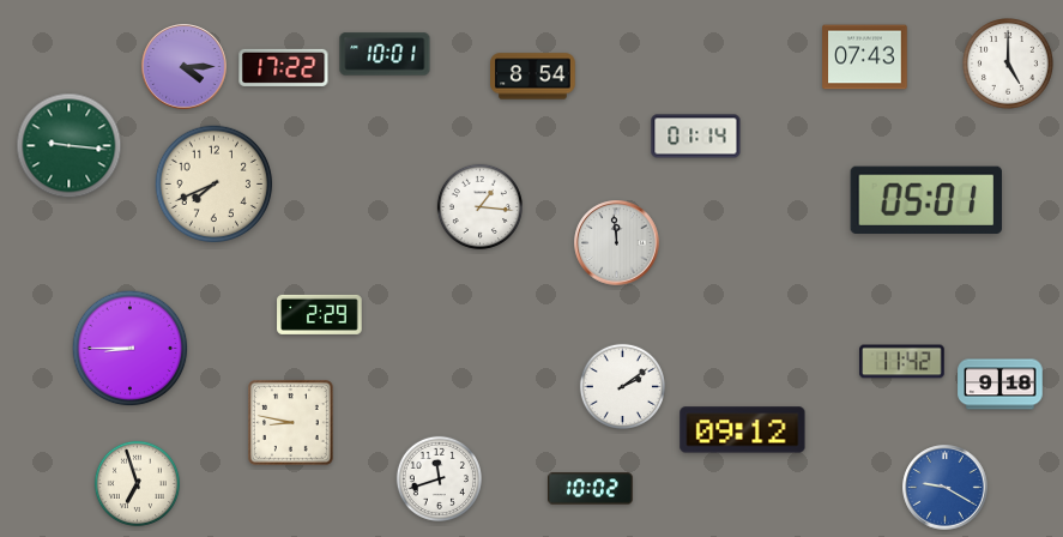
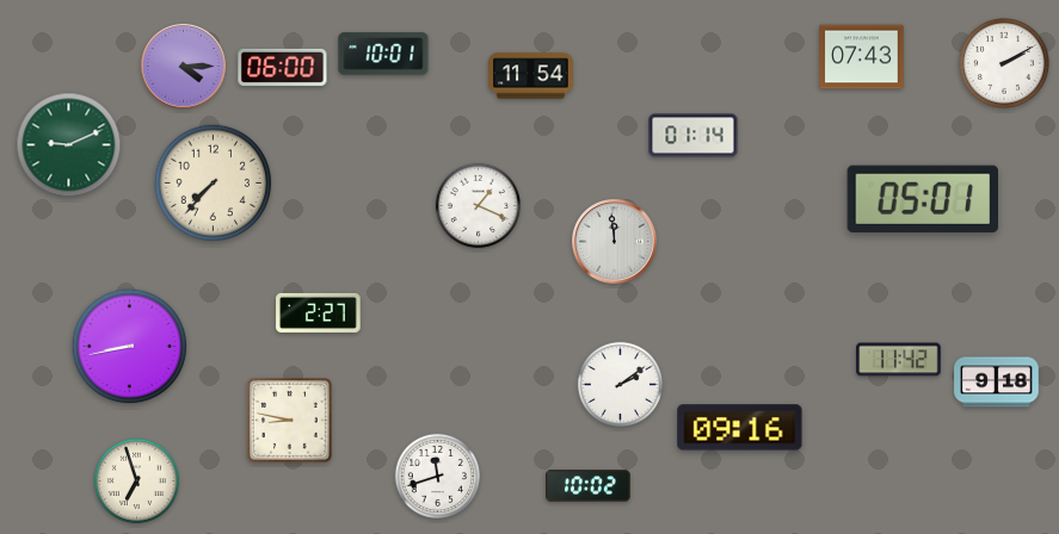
clock at (1009, 65): 5:00 -> 2:10
clock at (284, 67): 17:22 -> 06:00
clock at (533, 77): 8:54 -> 11:54
clock at (70, 146): 9:16 -> 9:11
clock at (215, 185): 7:41 -> 7:37
clock at (479, 206): 1:16 -> 1:19
clock at (320, 314): 2:29 -> 2:27
clock at (131, 349): 8:45 -> 8:43
clock at (743, 430): 09:12 -> 09:16
clock at (946, 488): 9:20 -> none
